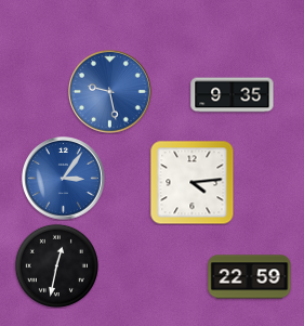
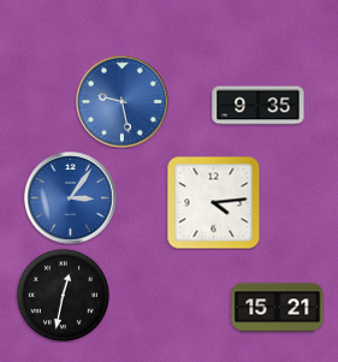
clock at (250, 277): 22:59 -> 15:21
